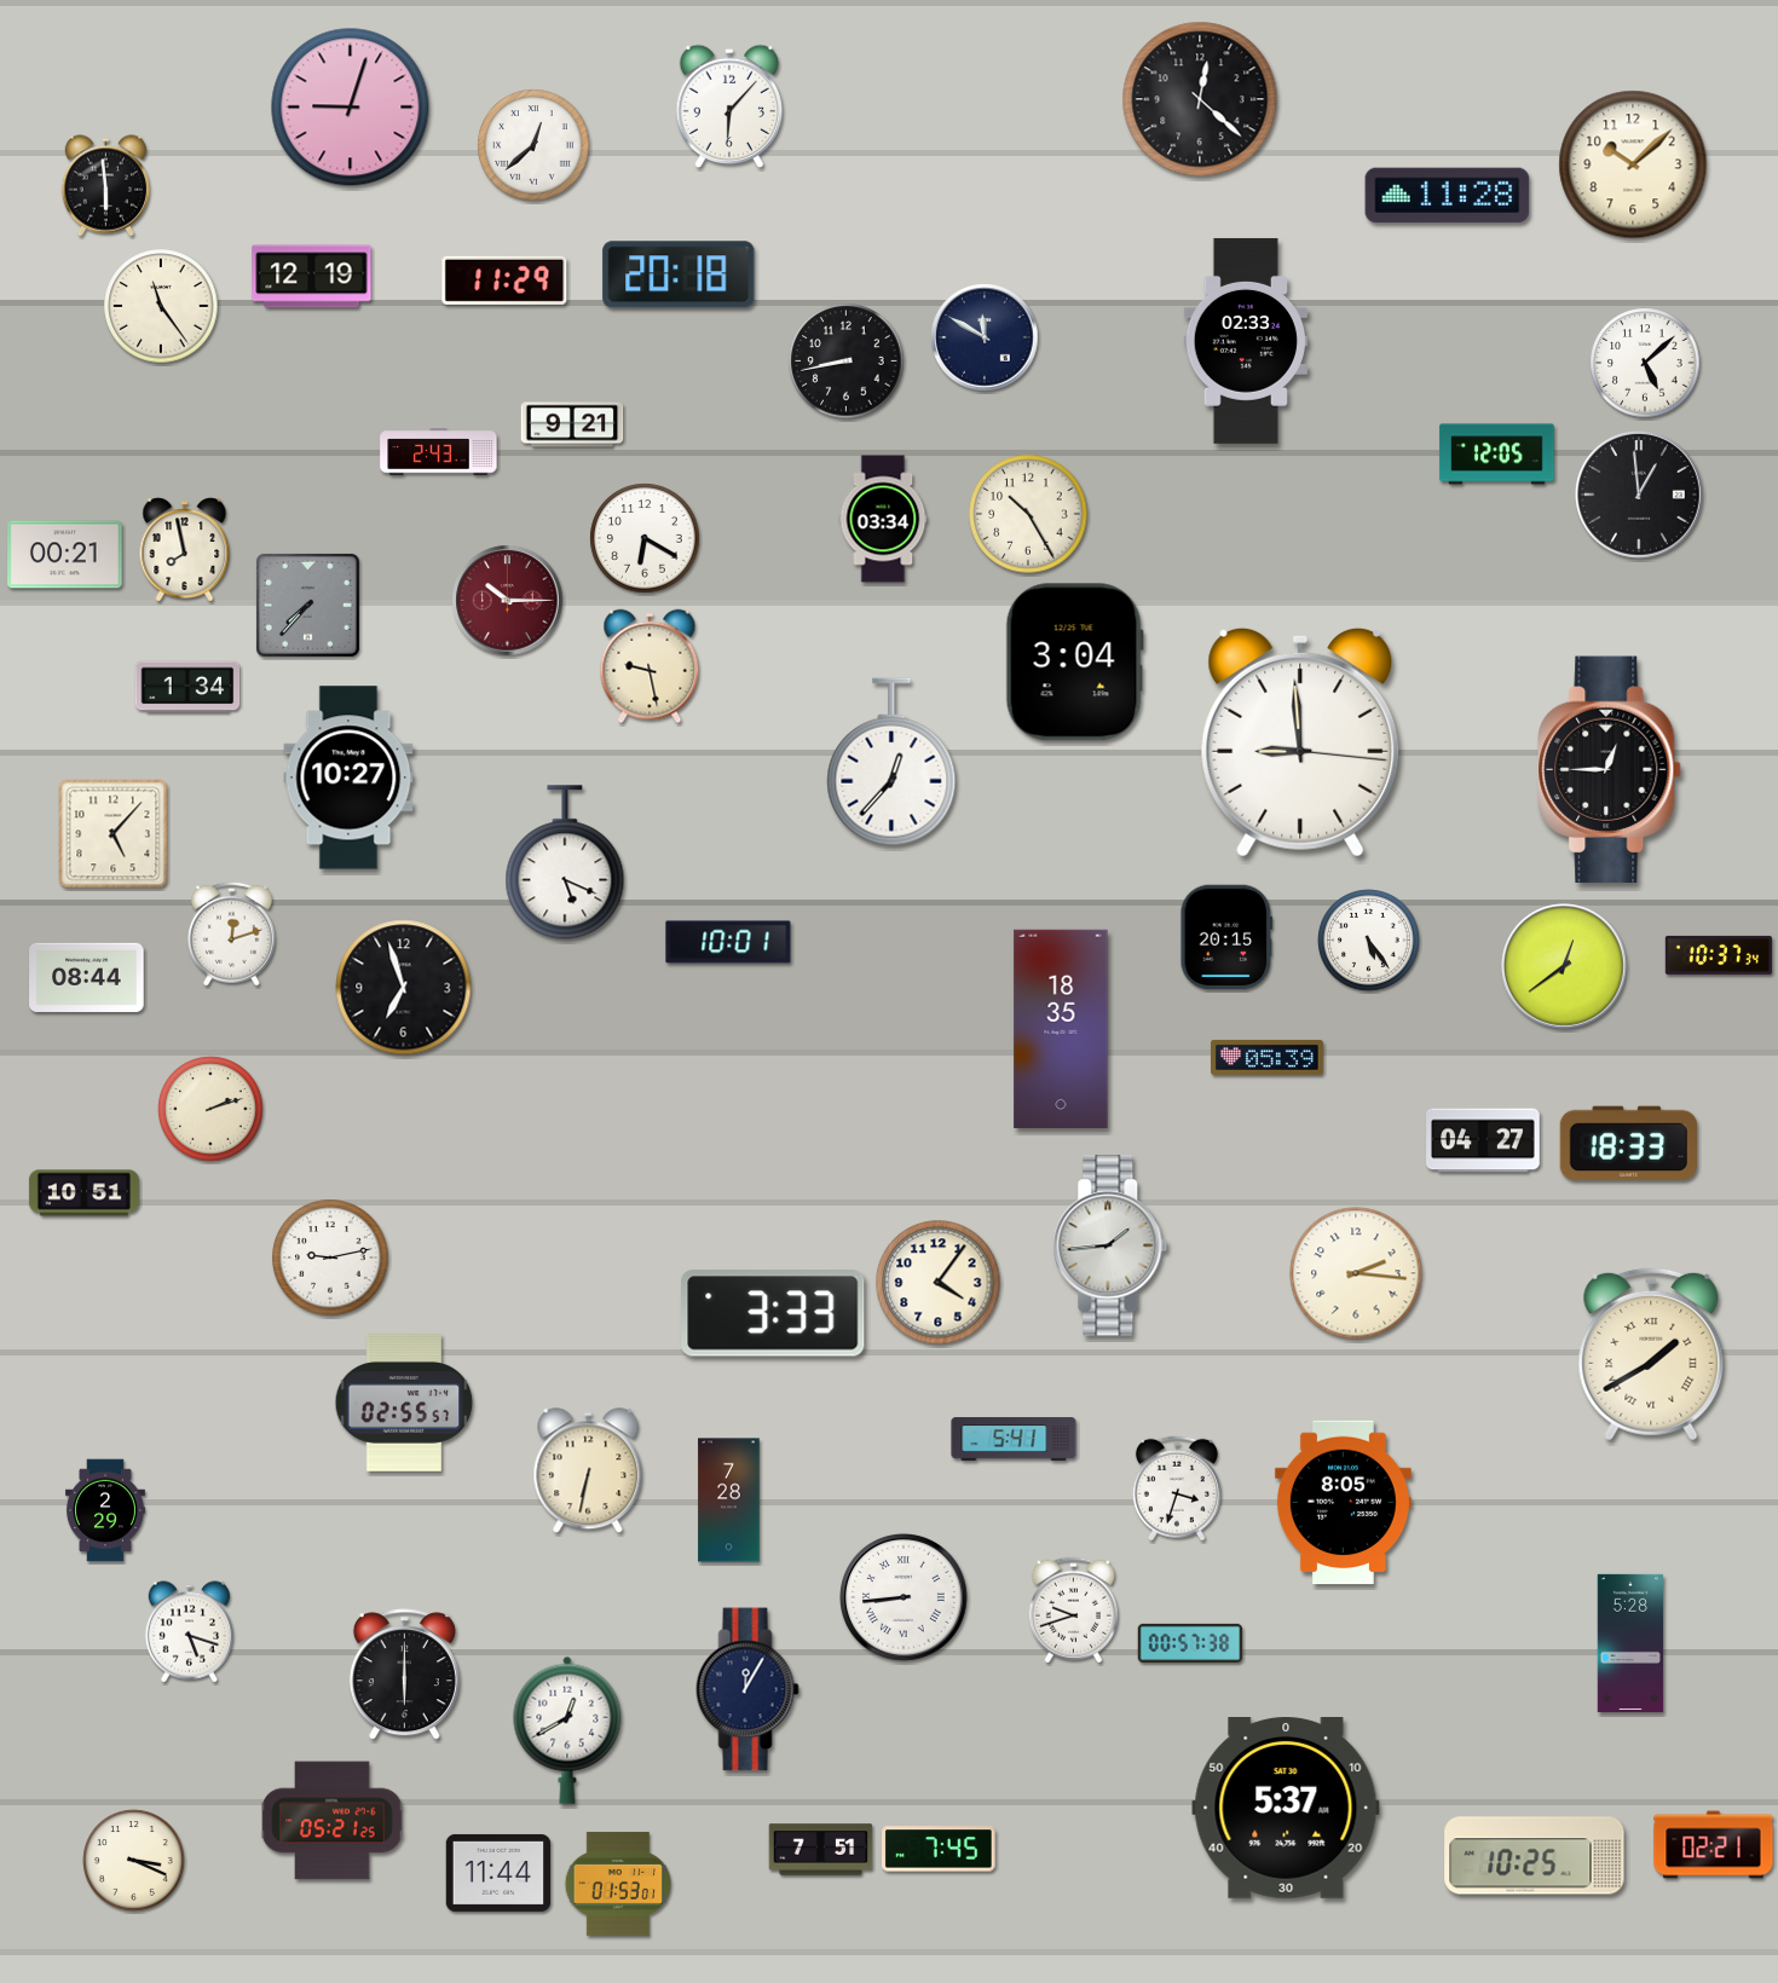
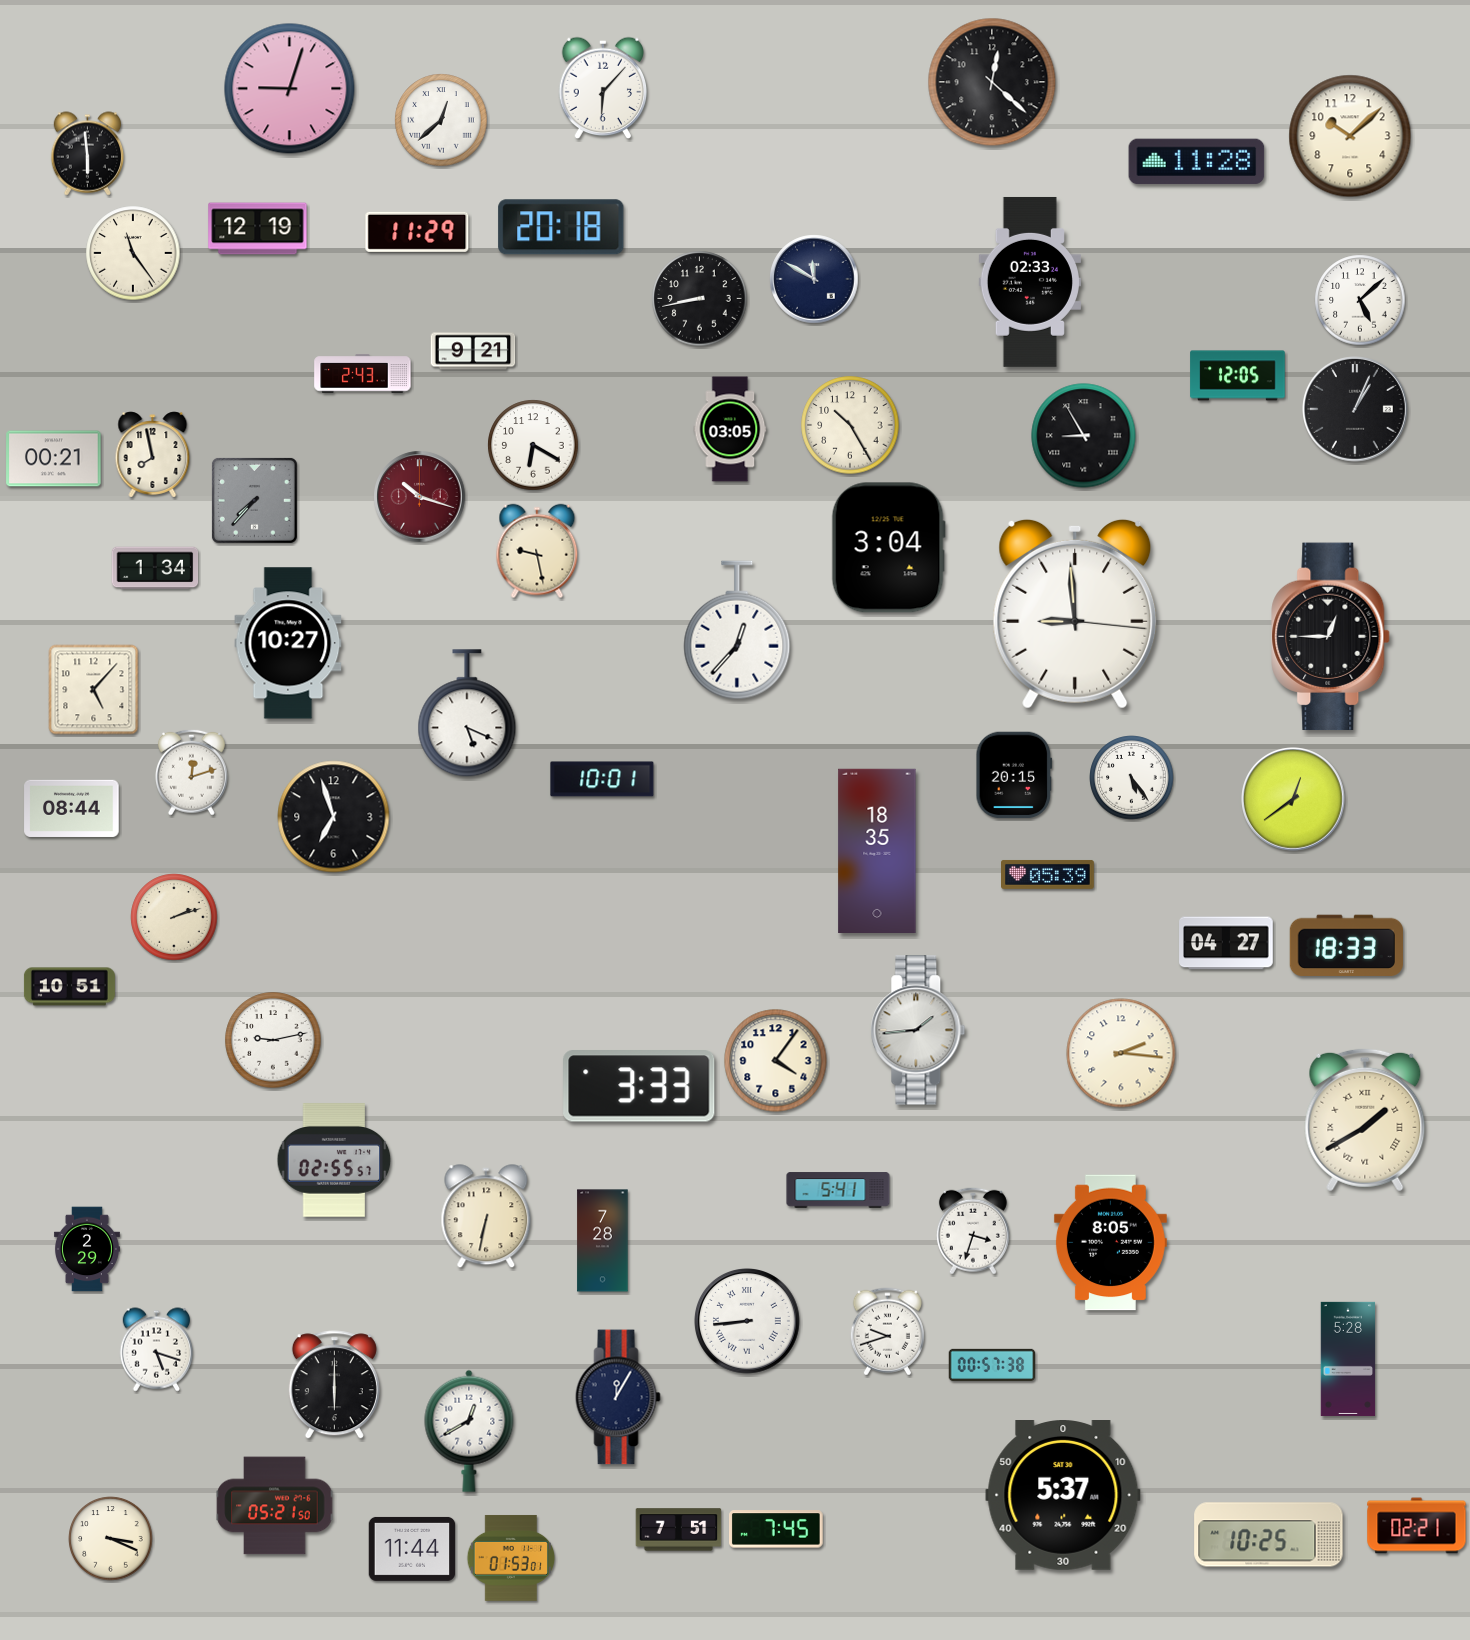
clock at (1640, 496): 12:59 -> 1:04
clock at (883, 519): 03:34 -> 03:05
clock at (1084, 436): none -> 8:55
clock at (508, 601): 10:15 -> 10:18
clock at (1719, 955): 10:37 -> none
clock at (1190, 1643) position: (1190, 1643) -> (992, 1365)
clock at (333, 1821): 05:21:25 -> 05:21:50
